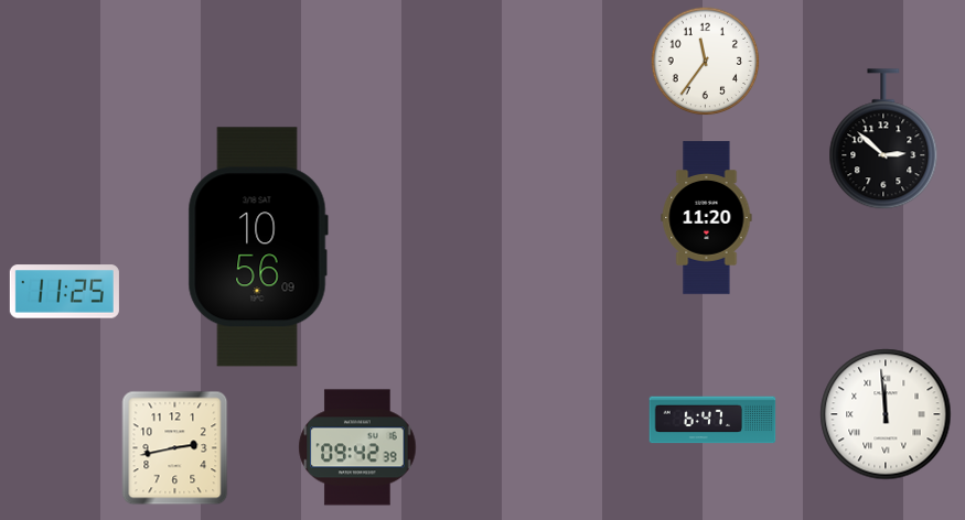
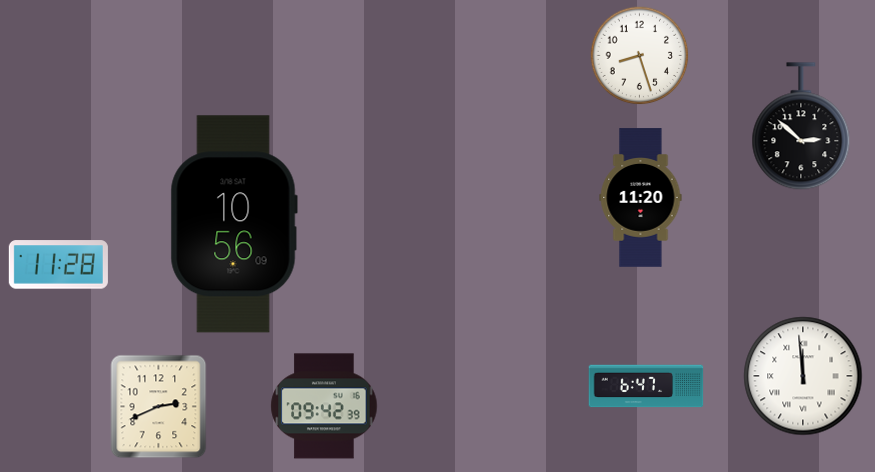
clock at (706, 62): 11:36 -> 8:27
clock at (64, 292): 11:25 -> 11:28
clock at (712, 420) position: (712, 420) -> (646, 386)
clock at (175, 448): 2:43 -> 2:41
